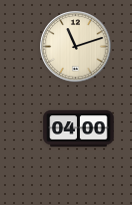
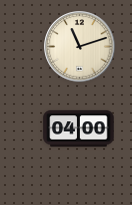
clock at (76, 47) position: (76, 47) -> (80, 47)
